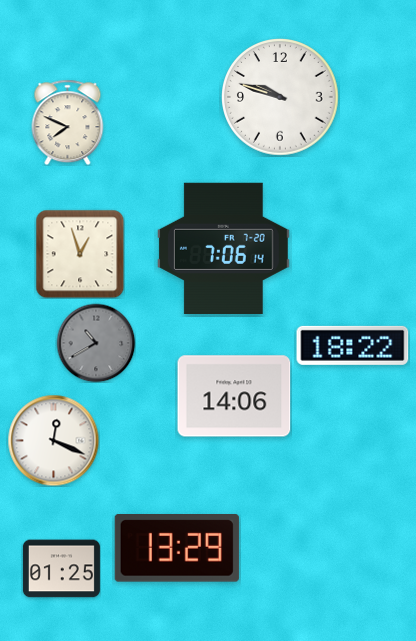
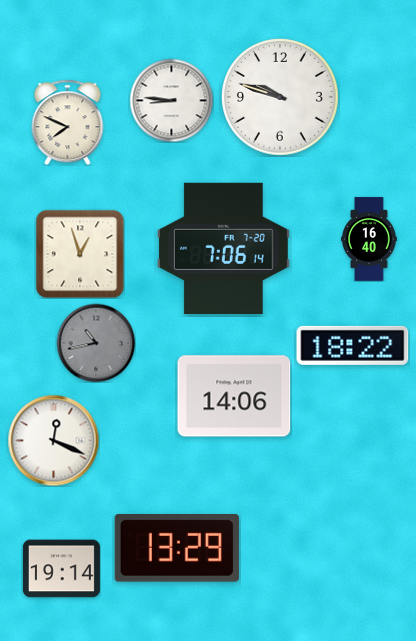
clock at (171, 100): none -> 8:46
clock at (369, 239): none -> 16:40
clock at (96, 343): 10:40 -> 10:43
clock at (61, 569): 01:25 -> 19:14
